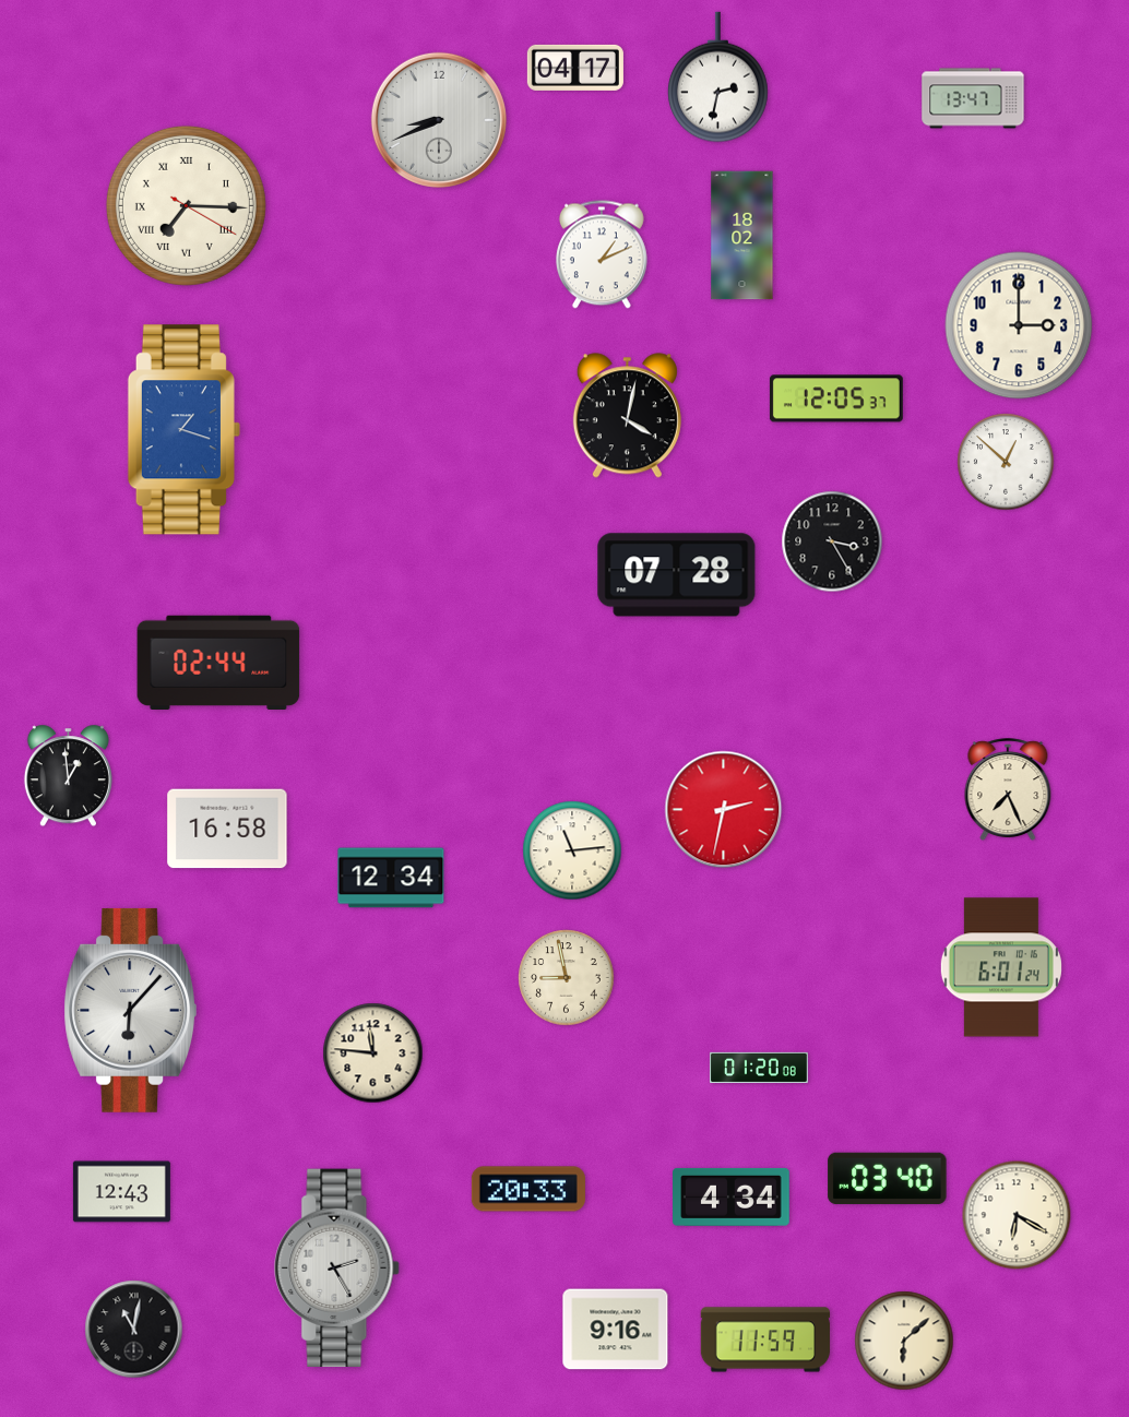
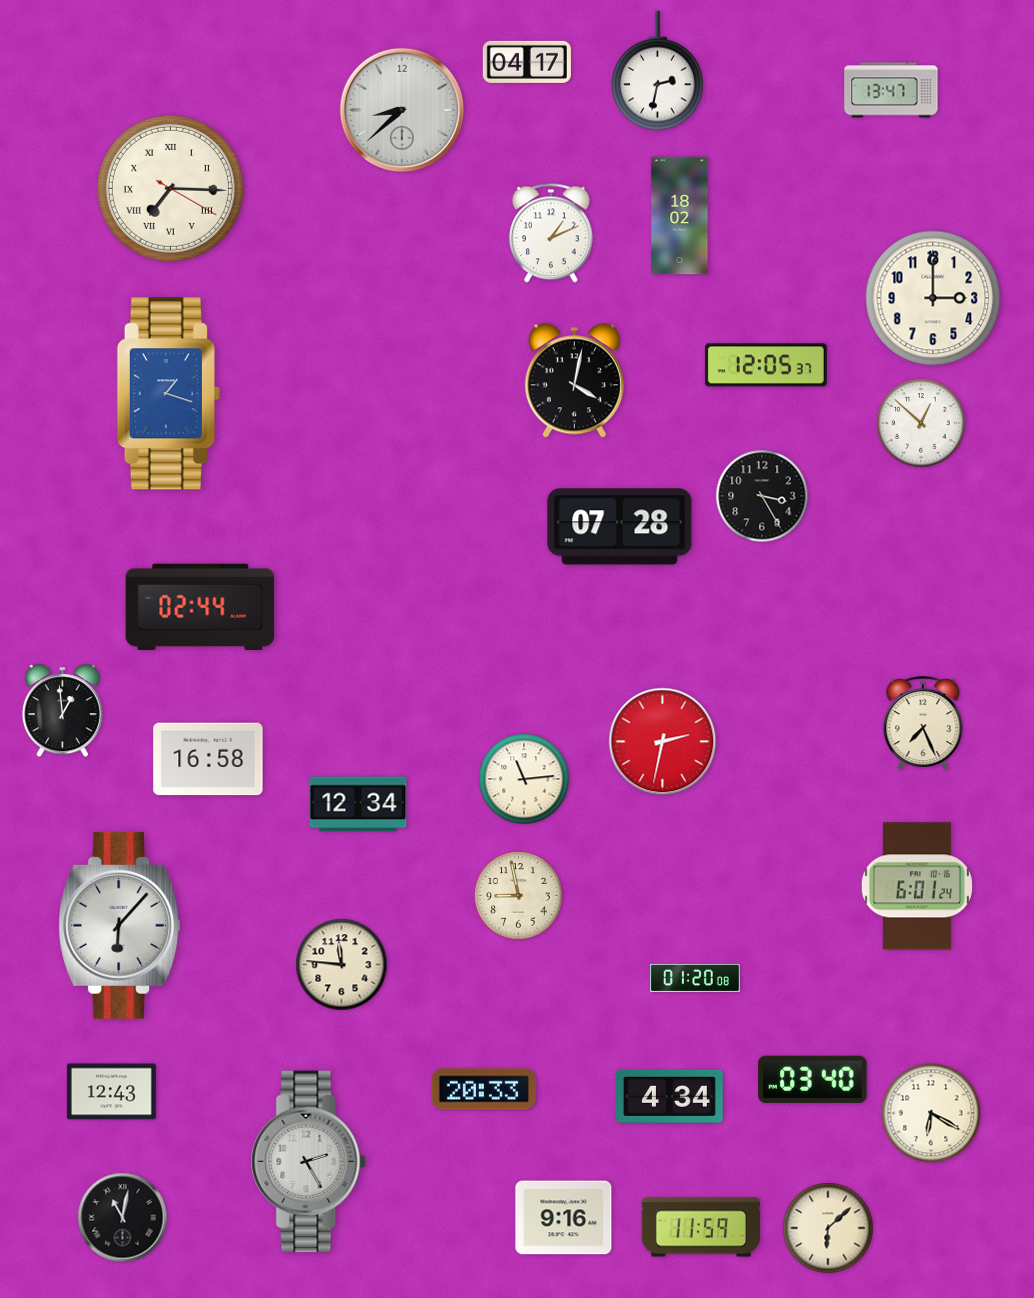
clock at (439, 120): 8:41 -> 8:38
